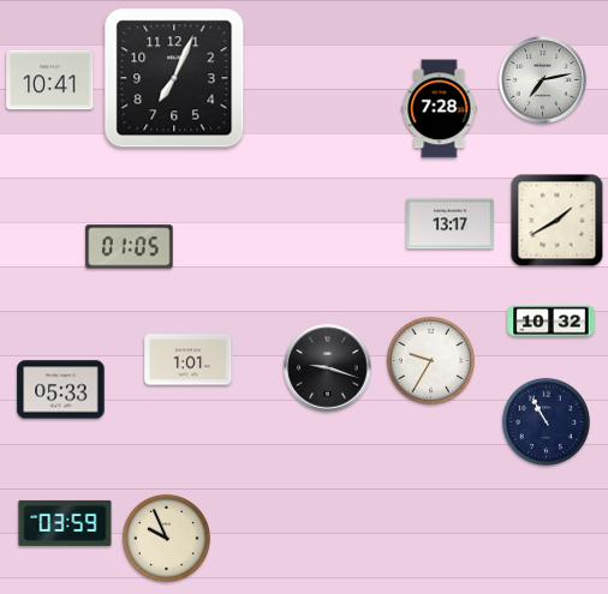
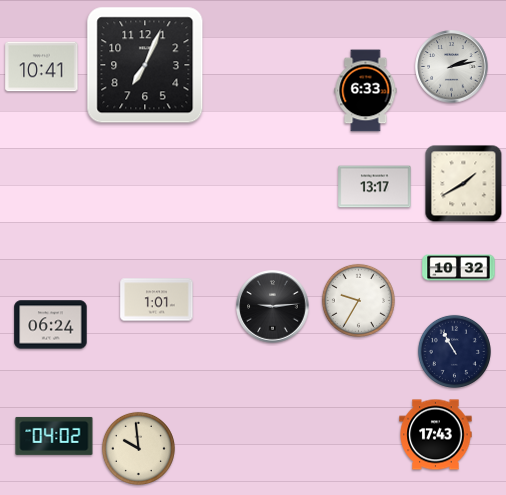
clock at (543, 80): 7:13 -> 2:13
clock at (440, 109): 7:28 -> 6:33
clock at (130, 247): 01:05 -> none
clock at (328, 368): 9:18 -> 9:14
clock at (61, 390): 05:33 -> 06:24
clock at (436, 435): none -> 17:43
clock at (65, 523): 03:59 -> 04:02
clock at (166, 538): 9:56 -> 9:59
